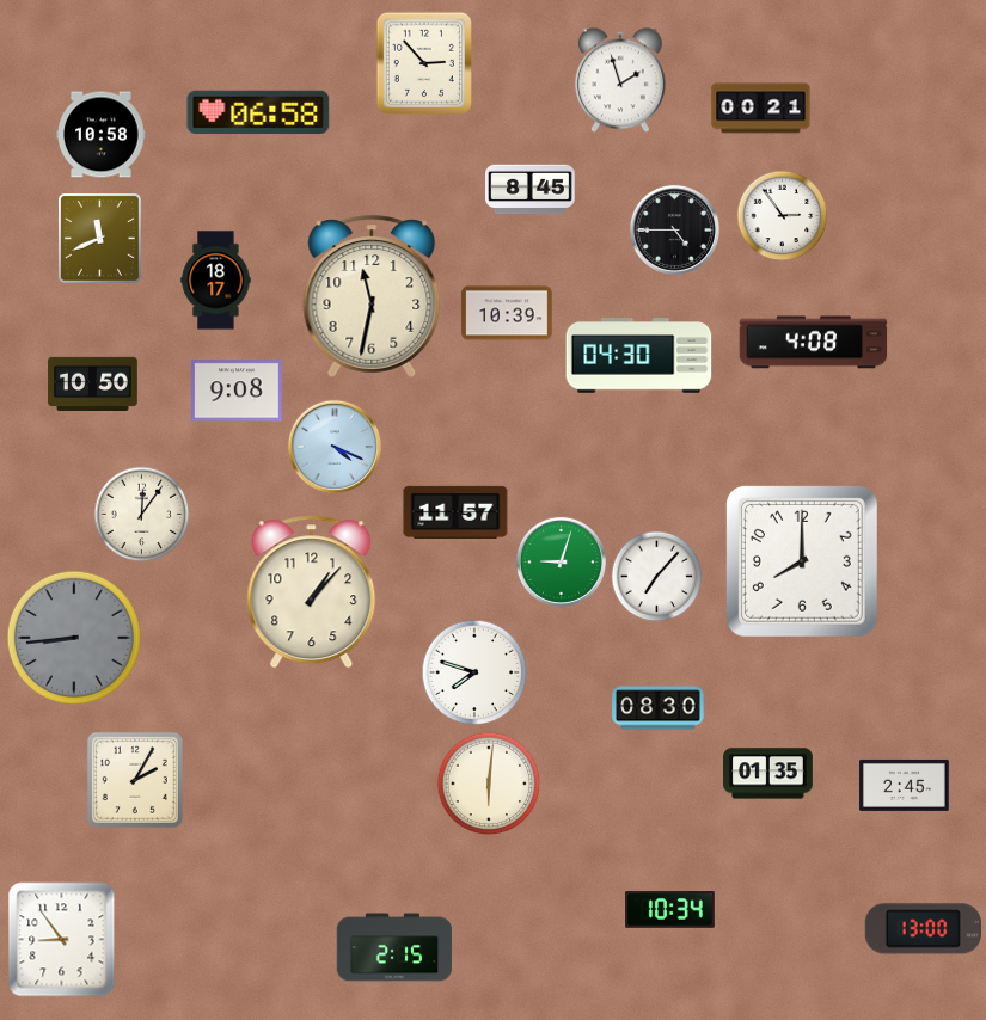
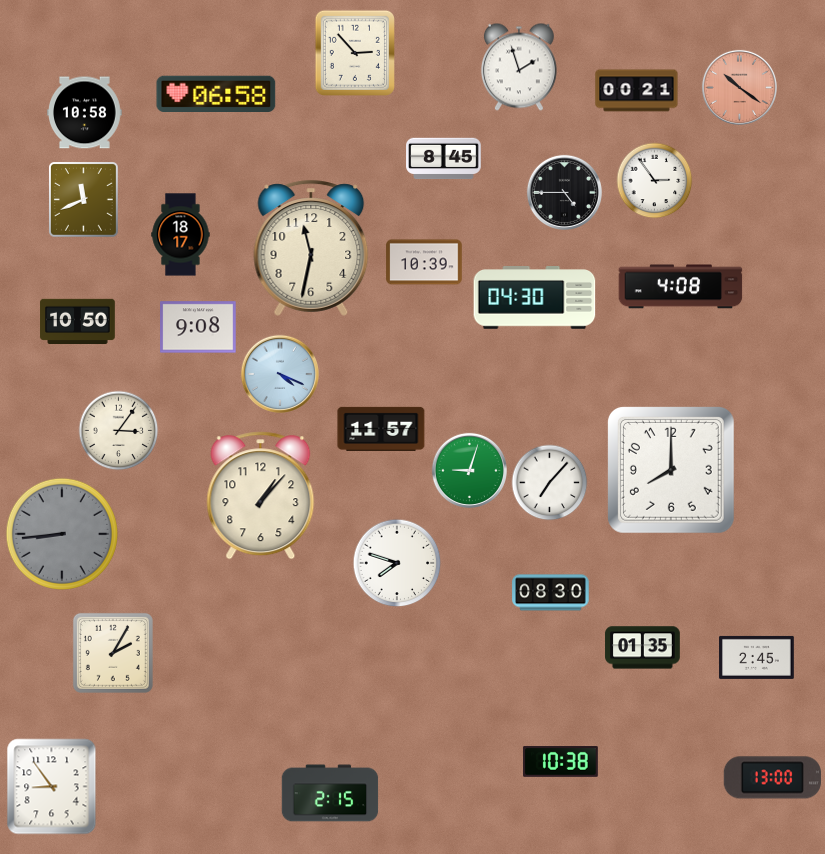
clock at (739, 87): none -> 10:21
clock at (142, 515): 12:06 -> 3:06
clock at (489, 784): 6:01 -> none
clock at (670, 910): 10:34 -> 10:38
